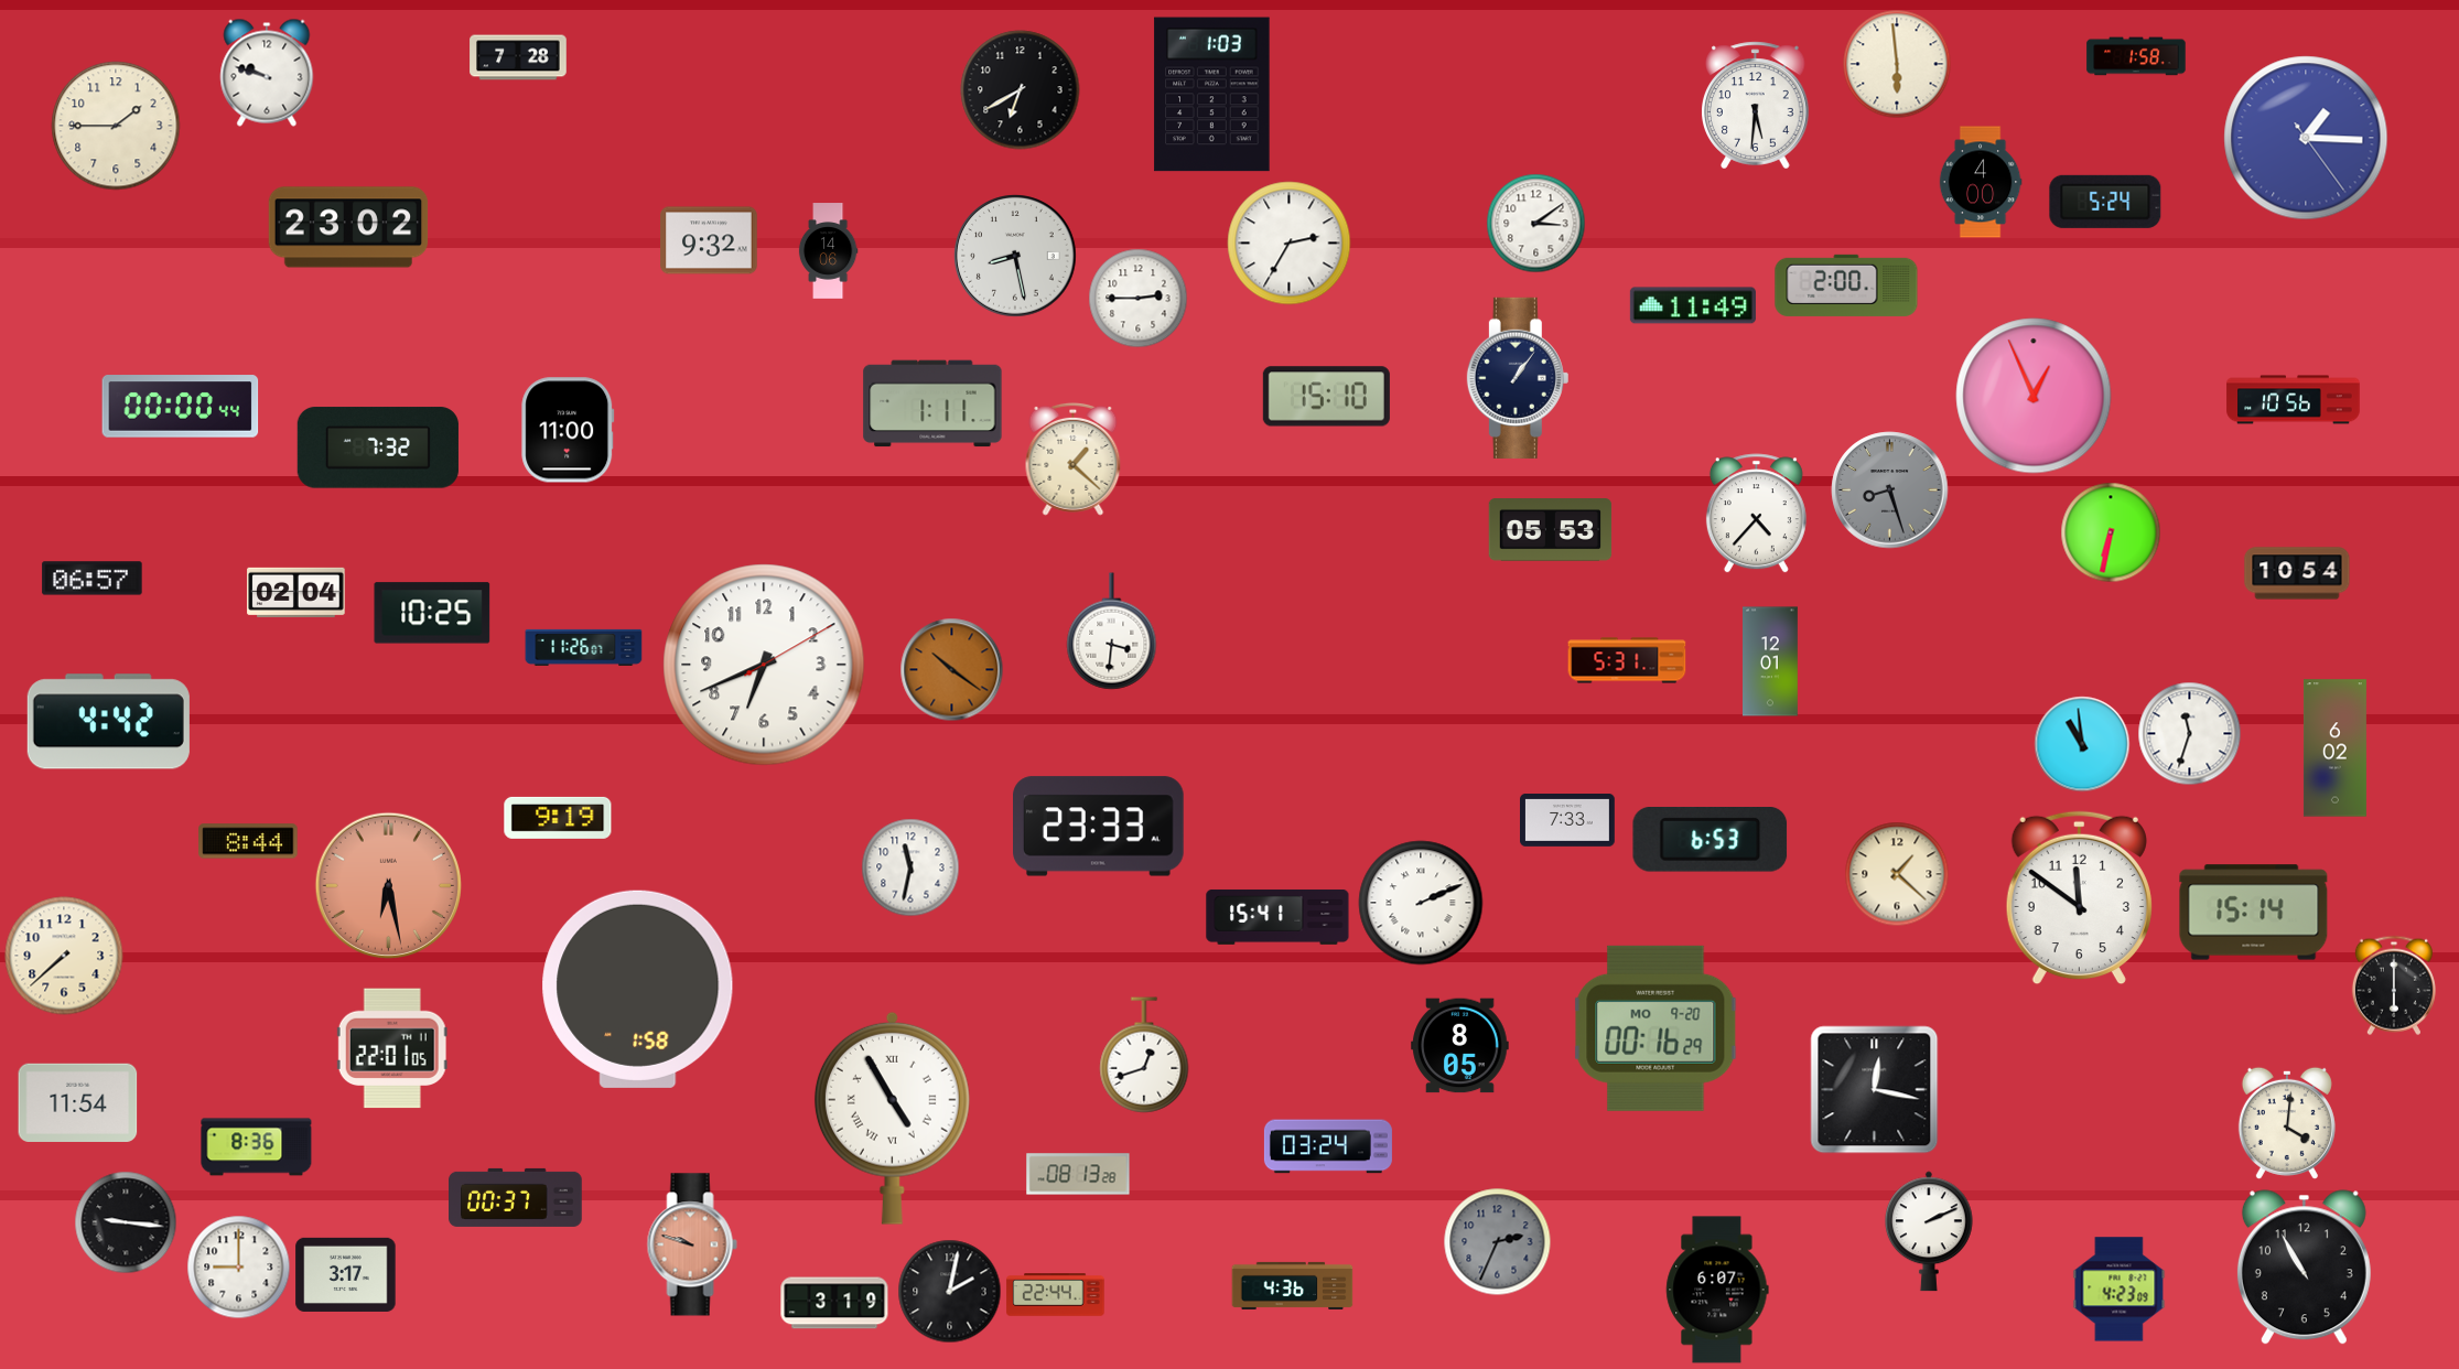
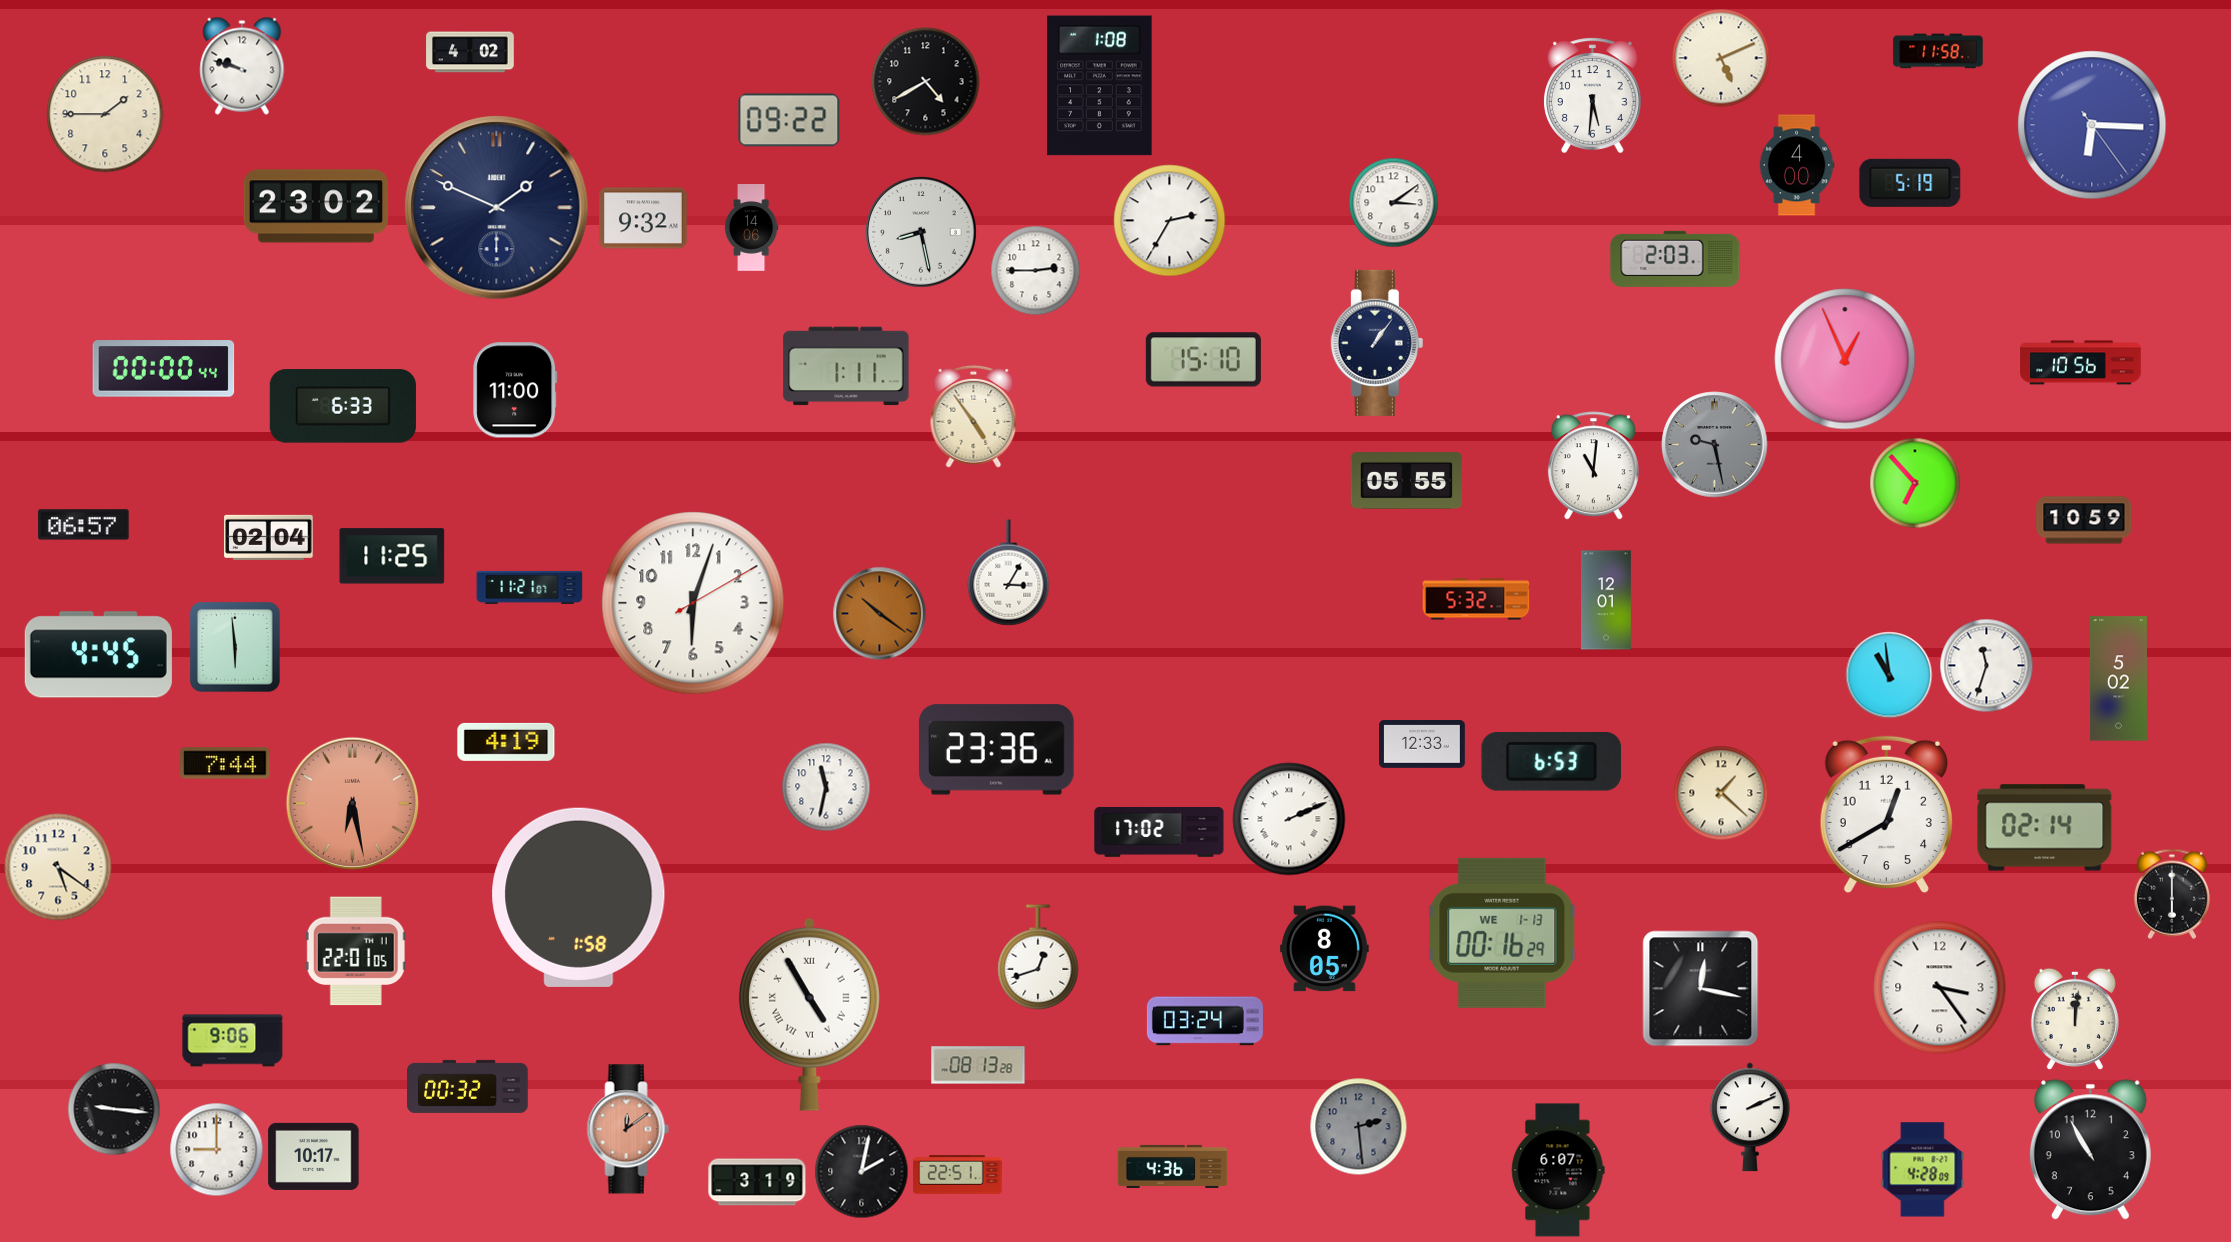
clock at (2136, 56): 1:58 -> 11:58
clock at (518, 57): 7:28 -> 4:02
clock at (1897, 64): 5:59 -> 5:11
clock at (1021, 90): 6:40 -> 4:40
clock at (1212, 95): 1:03 -> 1:08
clock at (789, 120): none -> 09:22
clock at (2306, 138): 1:15 -> 6:15
clock at (2105, 202): 5:24 -> 5:19
clock at (497, 208): none -> 1:49
clock at (1846, 285): 2:00 -> 2:03
clock at (1139, 299) position: (1139, 299) -> (1036, 271)
clock at (1693, 305): 11:49 -> none
clock at (378, 448): 7:32 -> 6:33
clock at (1074, 459): 1:22 -> 4:54
clock at (1890, 491): 8:27 -> 9:28
clock at (1756, 514): 4:37 -> 11:01
clock at (1551, 530): 05:53 -> 05:55
clock at (2111, 532): 6:32 -> 6:53
clock at (2297, 573): 10:54 -> 10:59
clock at (432, 613): 10:25 -> 11:25
clock at (1112, 632): 3:31 -> 3:05
clock at (584, 647): 11:26 -> 11:21
clock at (1627, 660): 5:31 -> 5:32
clock at (764, 665): 6:41 -> 6:03
clock at (952, 670) position: (952, 670) -> (880, 614)
clock at (235, 647): none -> 5:59
clock at (108, 722): 4:42 -> 4:45
clock at (2334, 748): 6:02 -> 5:02
clock at (558, 818): 9:19 -> 4:19
clock at (1568, 821): 7:33 -> 12:33
clock at (1099, 827): 23:33 -> 23:36
clock at (248, 841): 8:44 -> 7:44
clock at (2079, 898): 11:51 -> 12:40
clock at (2254, 913): 15:14 -> 02:14
clock at (1277, 917): 15:41 -> 17:02
clock at (64, 956): 7:38 -> 5:21
clock at (1655, 1028) date: MO 9-20 -> WE 1-13
clock at (1940, 988): none -> 3:24
clock at (78, 1102): 11:54 -> none
clock at (2287, 1123): 4:01 -> 12:01
clock at (1328, 1146) position: (1328, 1146) -> (1205, 1021)
clock at (257, 1147): 8:36 -> 9:06
clock at (516, 1197): 00:37 -> 00:32
clock at (1498, 1242): 2:34 -> 2:29
clock at (692, 1244): 9:48 -> 12:09
clock at (346, 1274): 3:17 -> 10:17
clock at (2120, 1290): 4:23 -> 4:28
clock at (1056, 1295): 22:44 -> 22:51
